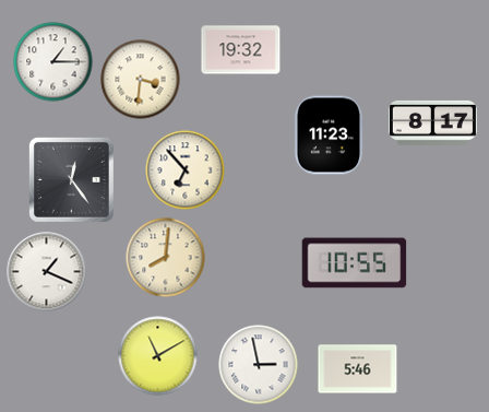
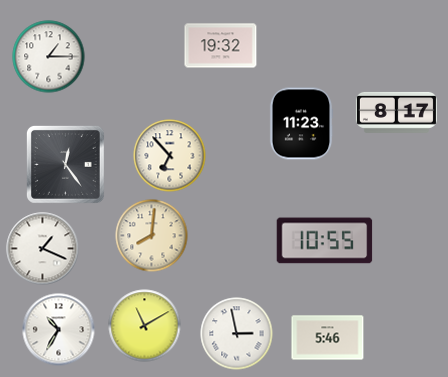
clock at (141, 80): 3:31 -> none
clock at (59, 330): none -> 10:35
